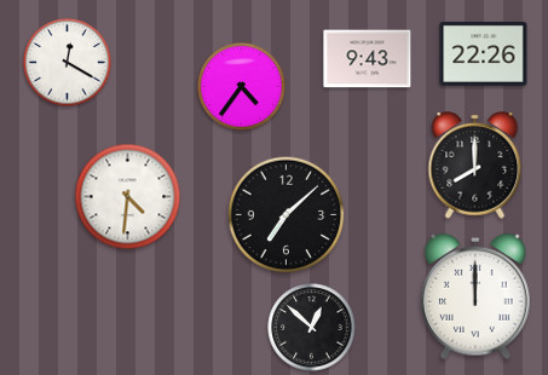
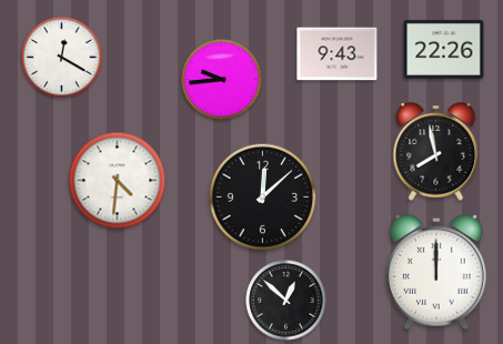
clock at (242, 87): 4:36 -> 9:44
clock at (475, 166): 8:00 -> 7:58
clock at (287, 215): 7:08 -> 12:08
